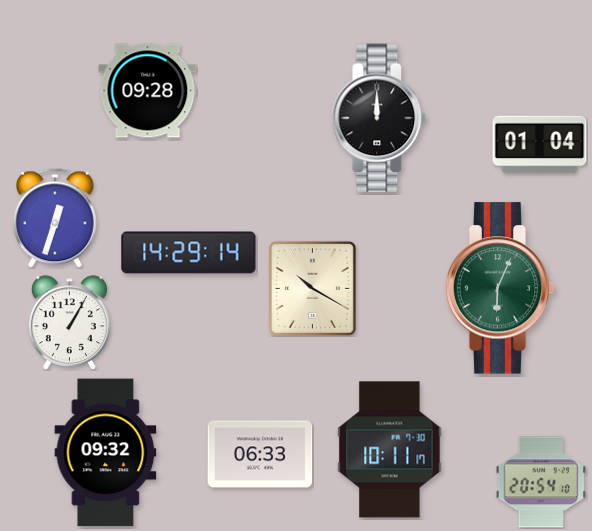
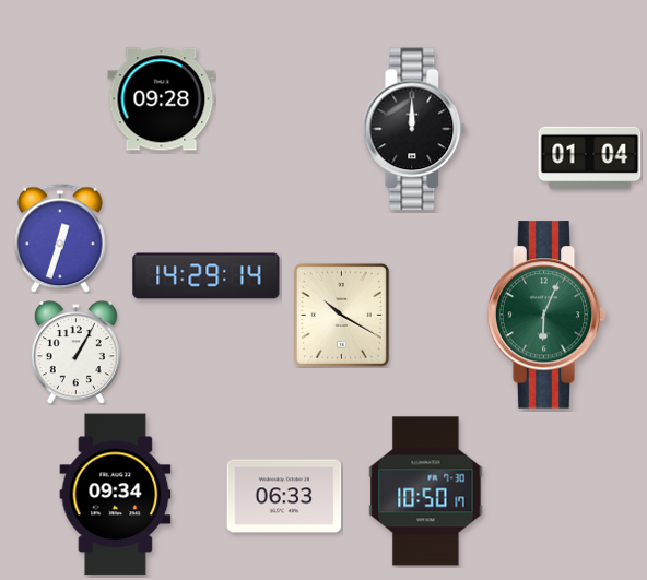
clock at (390, 450): 10:11 -> 10:50
clock at (106, 453): 09:32 -> 09:34
clock at (540, 482): 20:54 -> none
